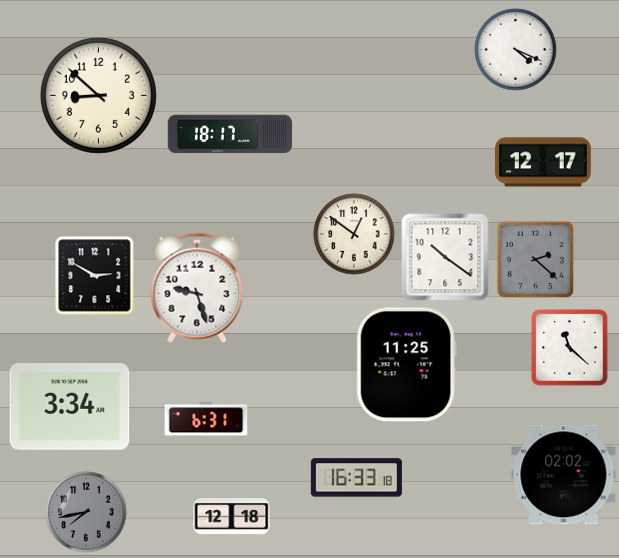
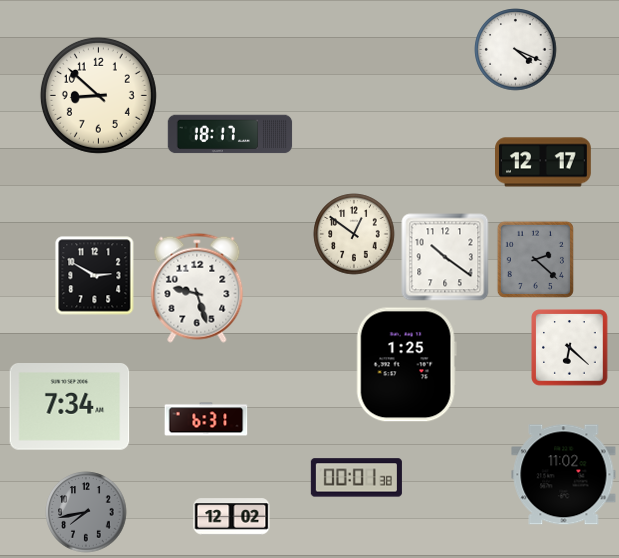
clock at (570, 348): 11:22 -> 6:22
clock at (406, 365): 11:25 -> 1:25
clock at (70, 407): 3:34 -> 7:34
clock at (564, 475): 02:02 -> 11:02
clock at (356, 478): 16:33 -> 00:01
clock at (232, 517): 12:18 -> 12:02
